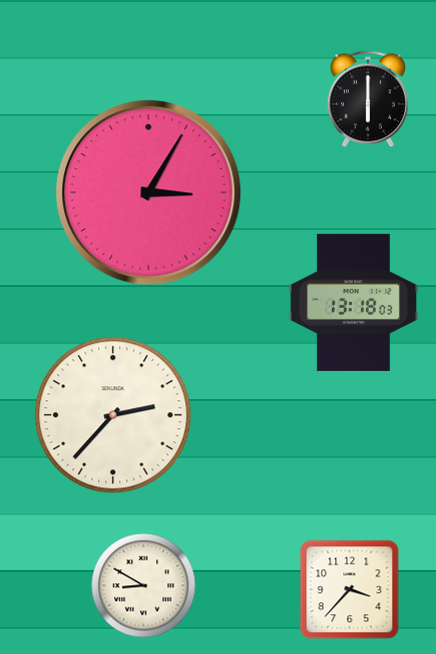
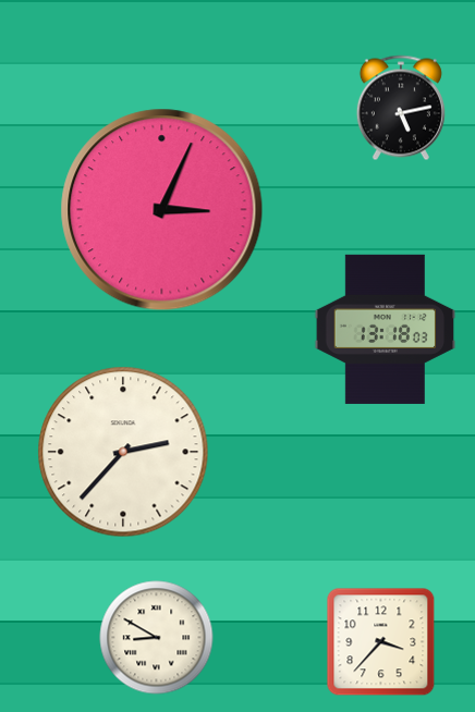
clock at (368, 99): 6:00 -> 5:13
clock at (149, 193): 3:05 -> 3:04
